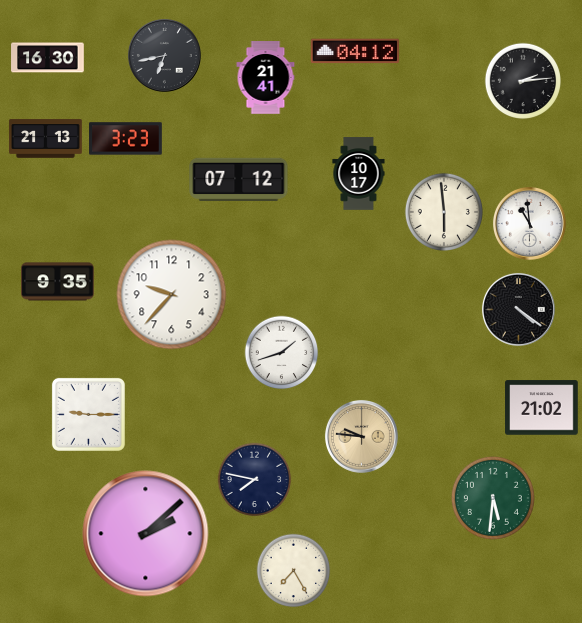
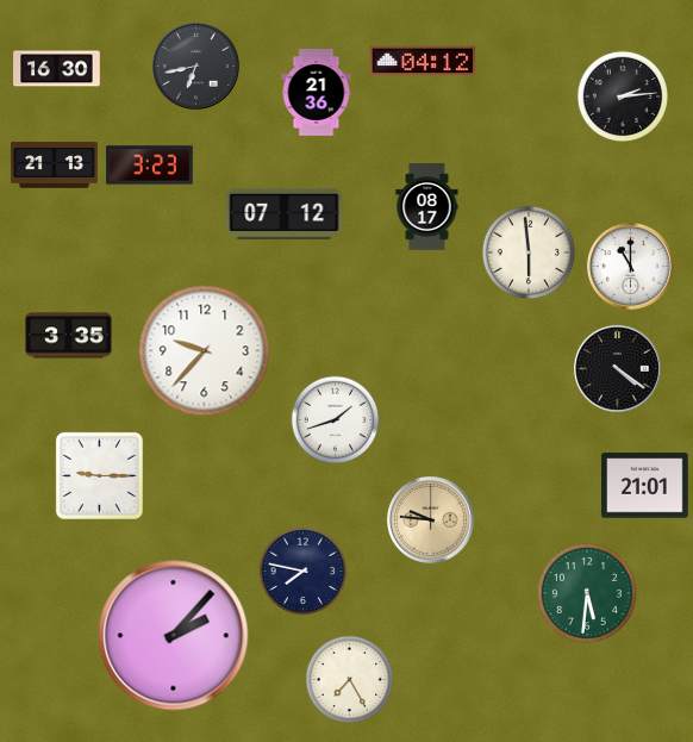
clock at (266, 78): 21:41 -> 21:36
clock at (359, 174): 10:17 -> 08:17
clock at (529, 223): 10:59 -> 11:00
clock at (58, 282): 9:35 -> 3:35
clock at (542, 408): 21:02 -> 21:01
clock at (88, 414) position: (88, 414) -> (99, 475)
clock at (146, 534): 2:08 -> 2:07
